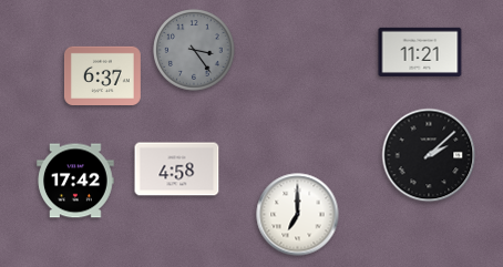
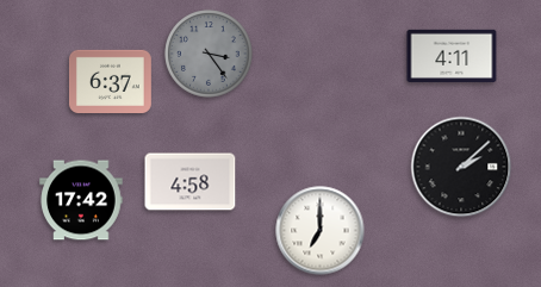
clock at (420, 52): 11:21 -> 4:11
clock at (75, 181) position: (75, 181) -> (81, 200)
